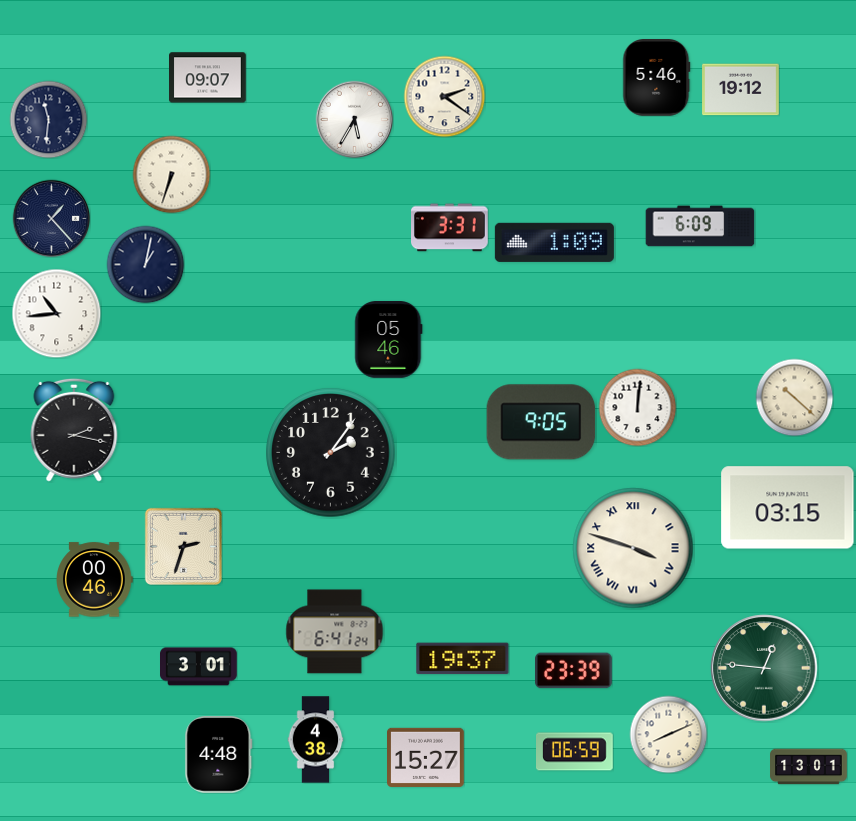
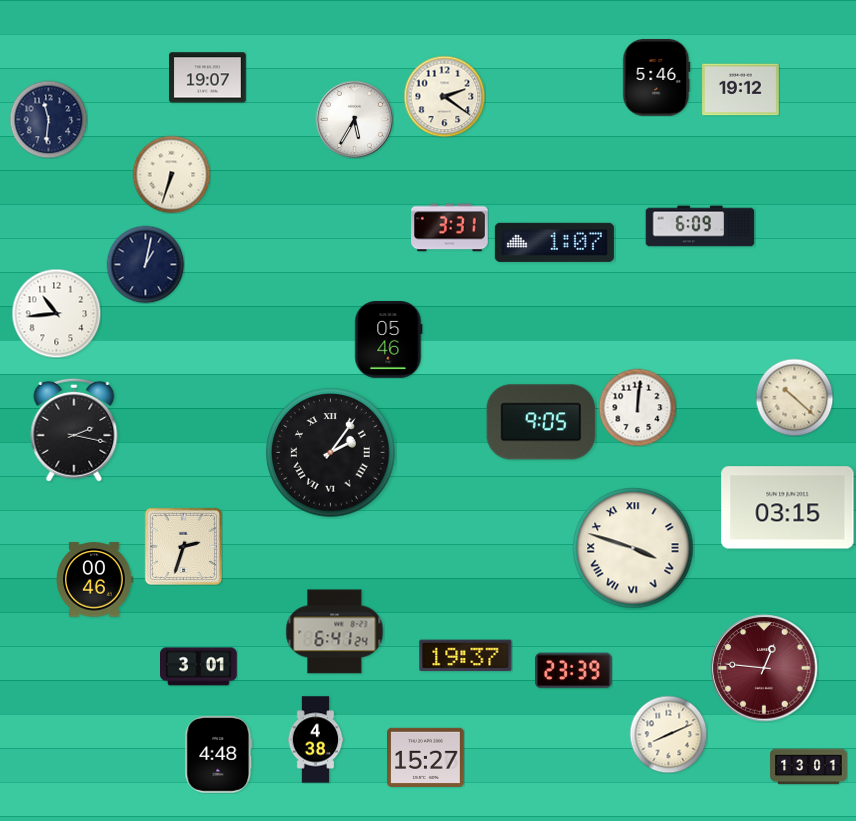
clock at (208, 78): 09:07 -> 19:07
clock at (51, 218): 1:23 -> none
clock at (554, 242): 1:09 -> 1:07
clock at (331, 453) numerals: Arabic -> Roman
clock at (463, 659) position: (463, 659) -> (466, 656)
clock at (764, 668) dial: green -> burgundy
clock at (575, 752): 06:59 -> none
